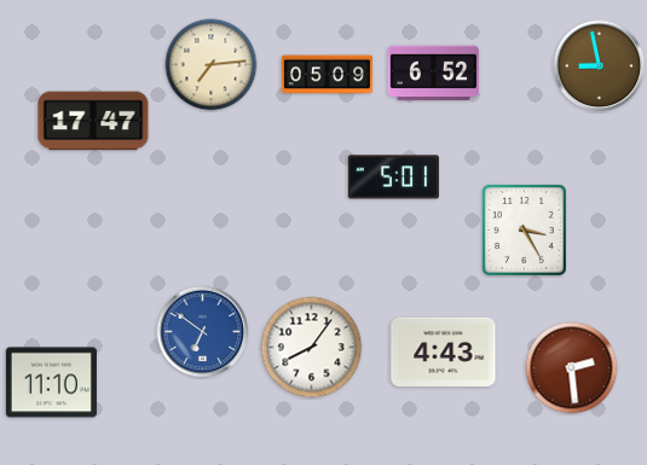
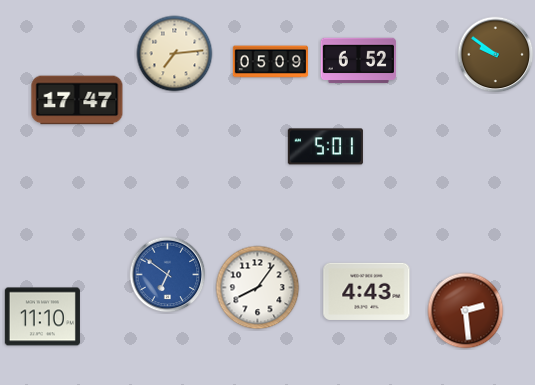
clock at (600, 66): 8:58 -> 9:51
clock at (524, 229): 3:25 -> none
clock at (572, 368) position: (572, 368) -> (466, 311)
